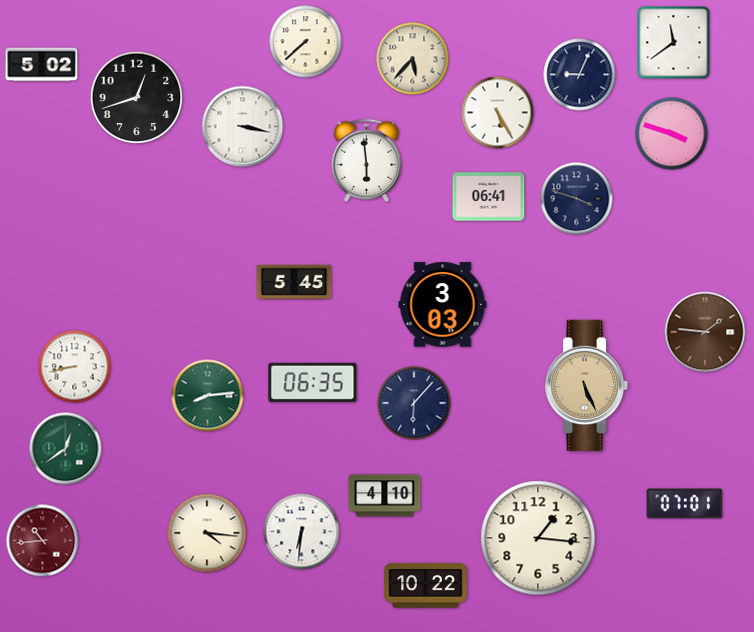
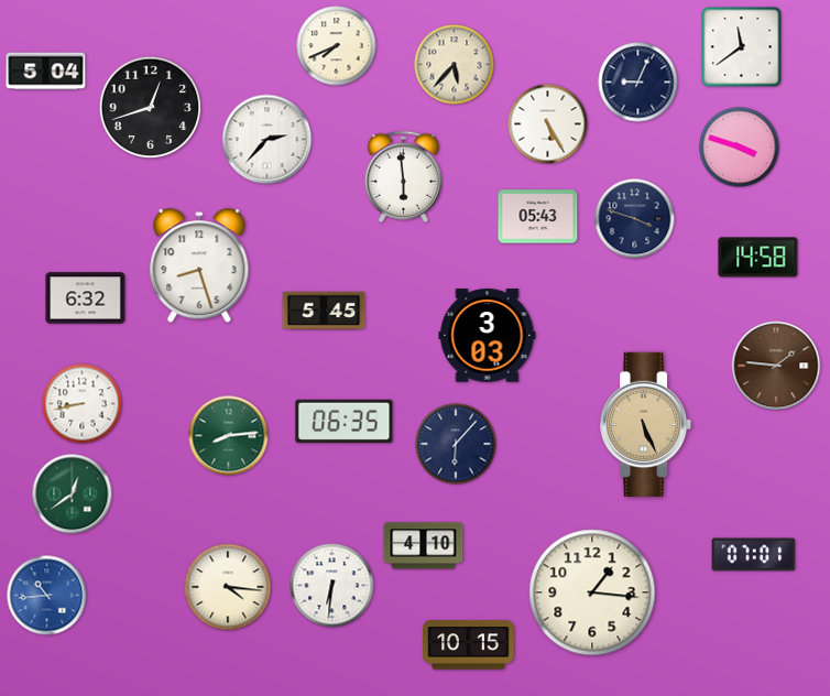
clock at (306, 42): 7:38 -> 7:41
clock at (42, 65): 5:02 -> 5:04
clock at (243, 127): 3:17 -> 2:37
clock at (489, 197): 06:41 -> 05:43
clock at (758, 258): none -> 14:58
clock at (199, 267): none -> 8:27
clock at (86, 298): none -> 6:32
clock at (43, 541) dial: burgundy -> blue
clock at (426, 586): 10:22 -> 10:15
